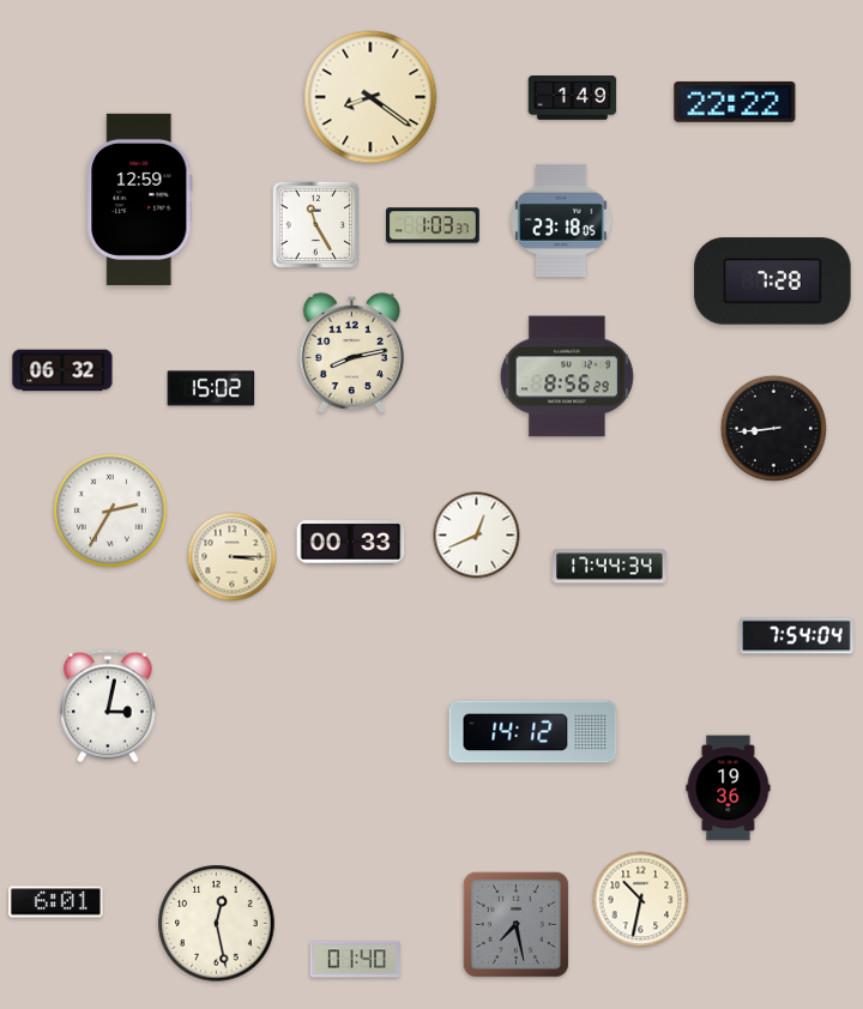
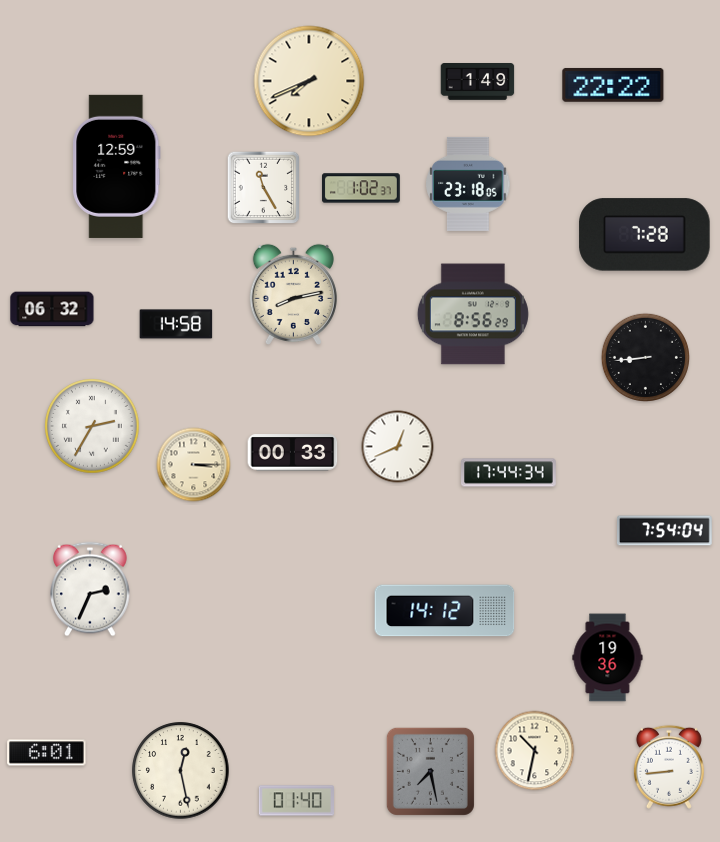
clock at (370, 97): 8:21 -> 7:41
clock at (434, 225): 1:03 -> 1:02
clock at (211, 388): 15:02 -> 14:58
clock at (109, 706): 3:02 -> 2:34
clock at (669, 767): none -> 8:44
